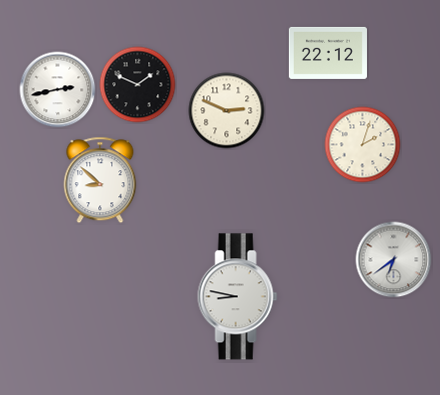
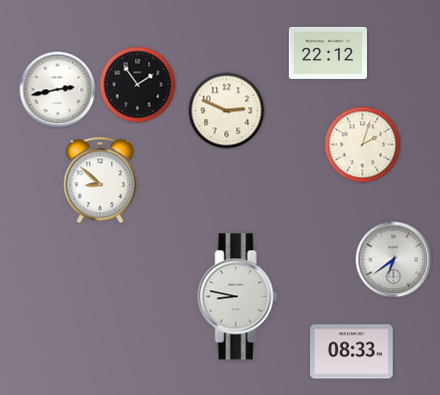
clock at (138, 85): 1:49 -> 1:54
clock at (352, 352): none -> 08:33
